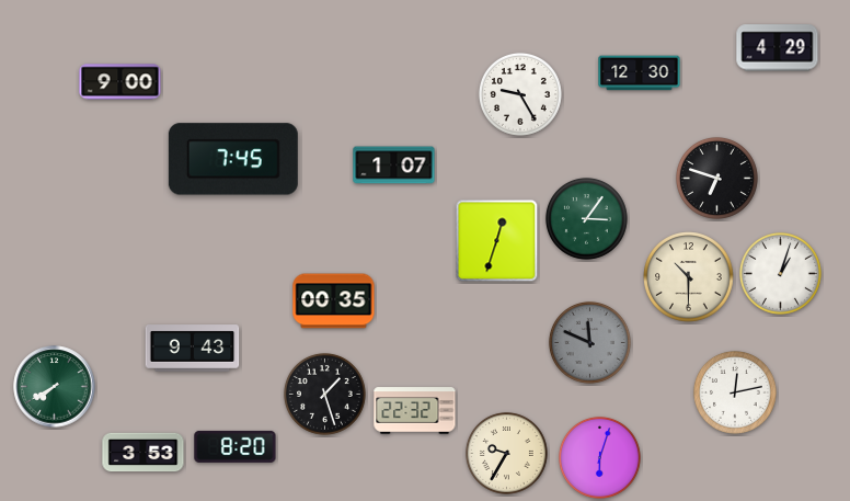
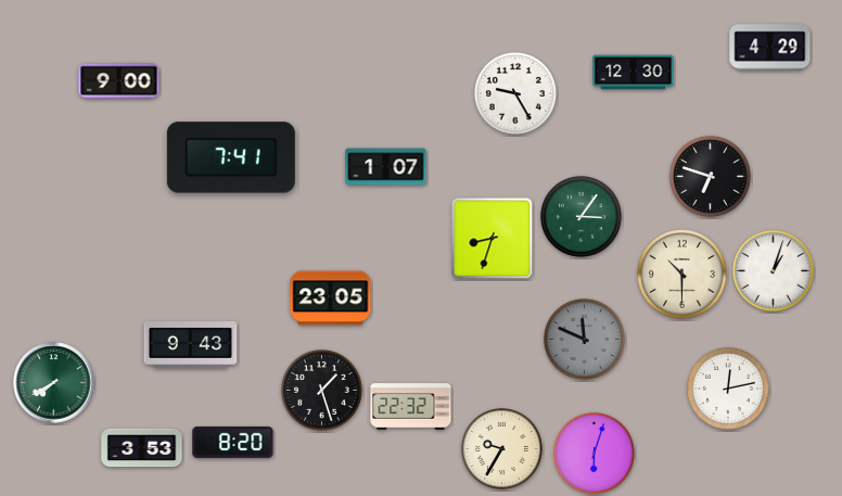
clock at (233, 159): 7:45 -> 7:41
clock at (394, 166) position: (394, 166) -> (386, 167)
clock at (497, 241): 12:33 -> 8:33
clock at (334, 301): 00:35 -> 23:05
